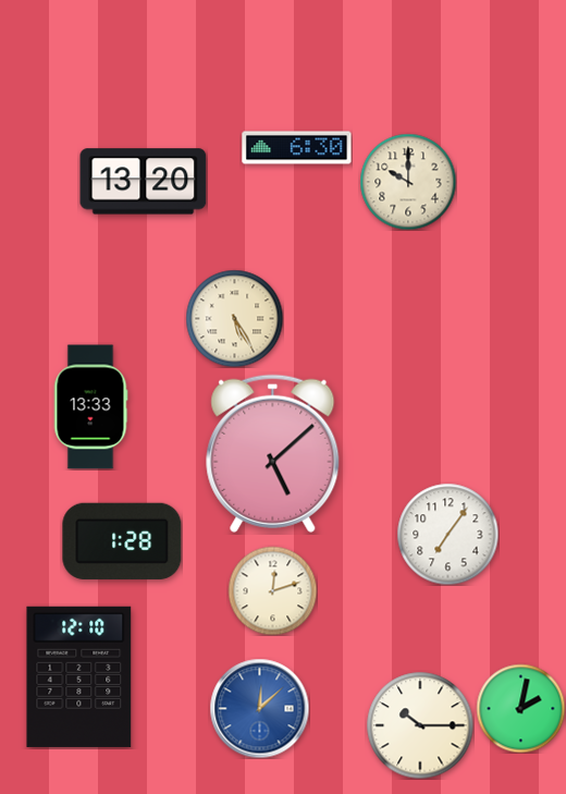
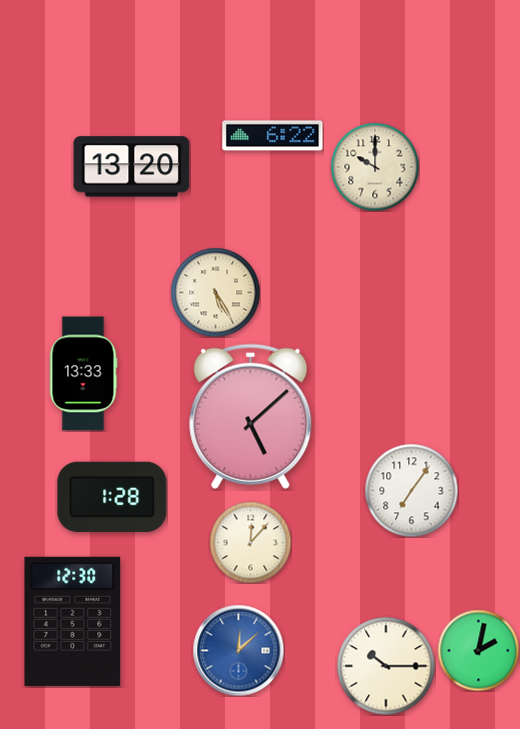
clock at (297, 148): 6:30 -> 6:22
clock at (272, 590): 12:12 -> 12:07
clock at (79, 676): 12:10 -> 12:30
